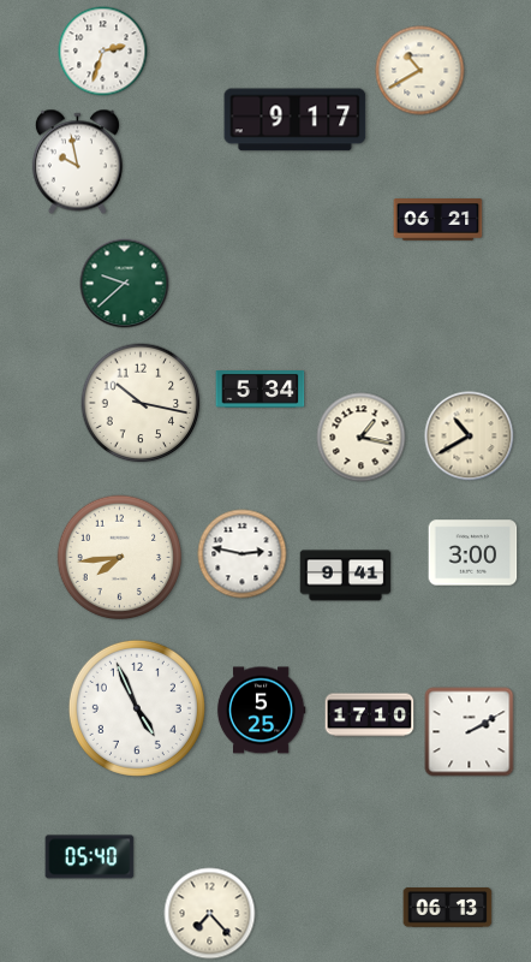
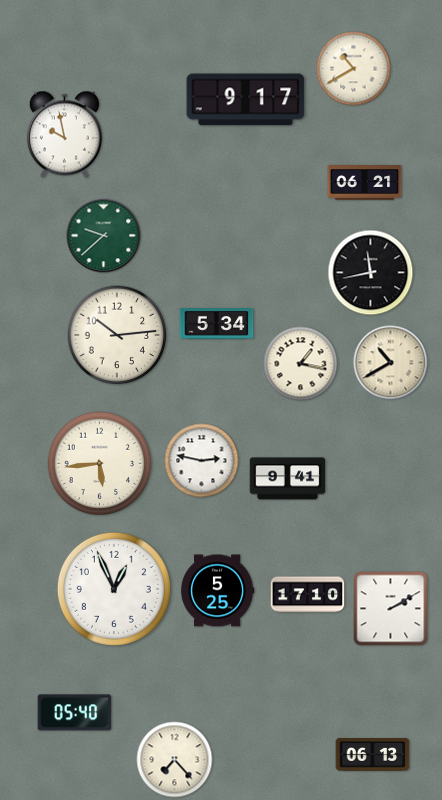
clock at (103, 52): 2:33 -> none
clock at (420, 71) position: (420, 71) -> (354, 69)
clock at (371, 273): none -> 11:43
clock at (141, 403): 10:17 -> 10:14
clock at (473, 553): 3:00 -> none
clock at (120, 558): 7:44 -> 5:44
clock at (137, 708): 4:56 -> 12:56
